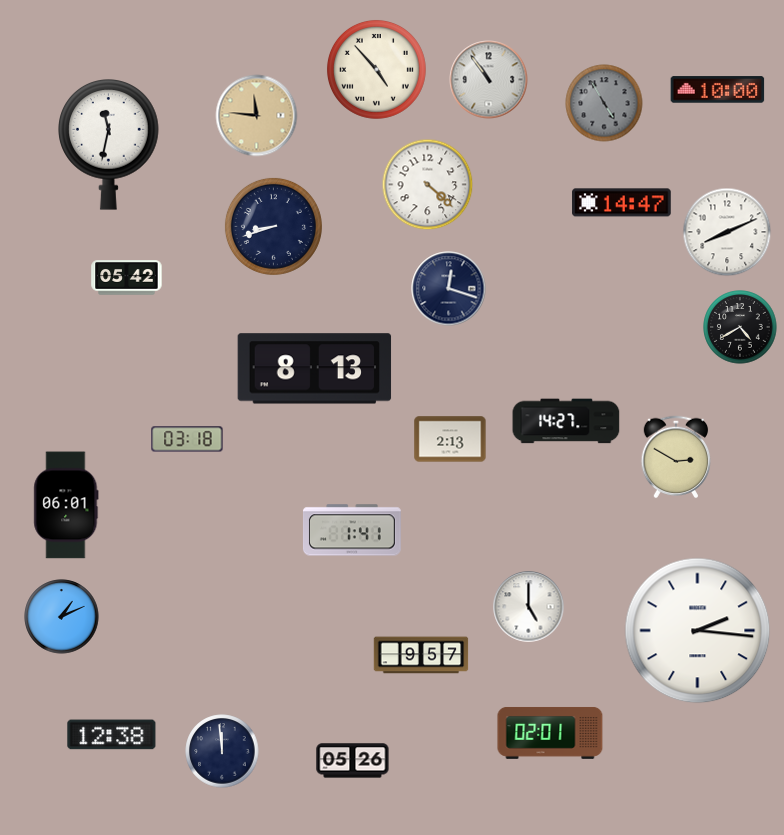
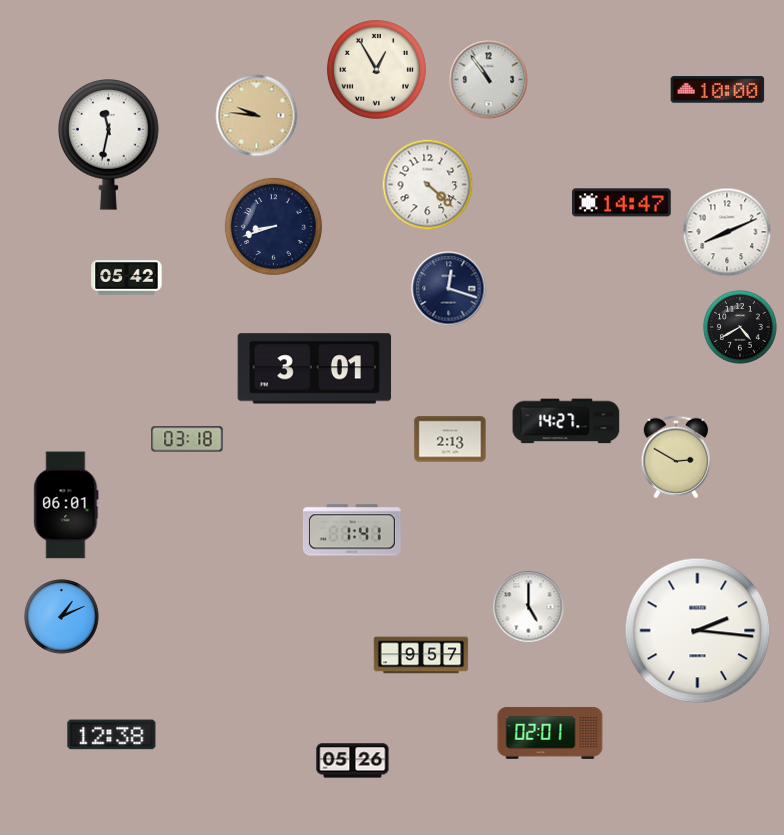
clock at (376, 69): 4:53 -> 12:55
clock at (604, 103): 4:55 -> none
clock at (257, 116): 11:46 -> 9:46
clock at (315, 369): 8:13 -> 3:01
clock at (222, 751): 11:59 -> none
